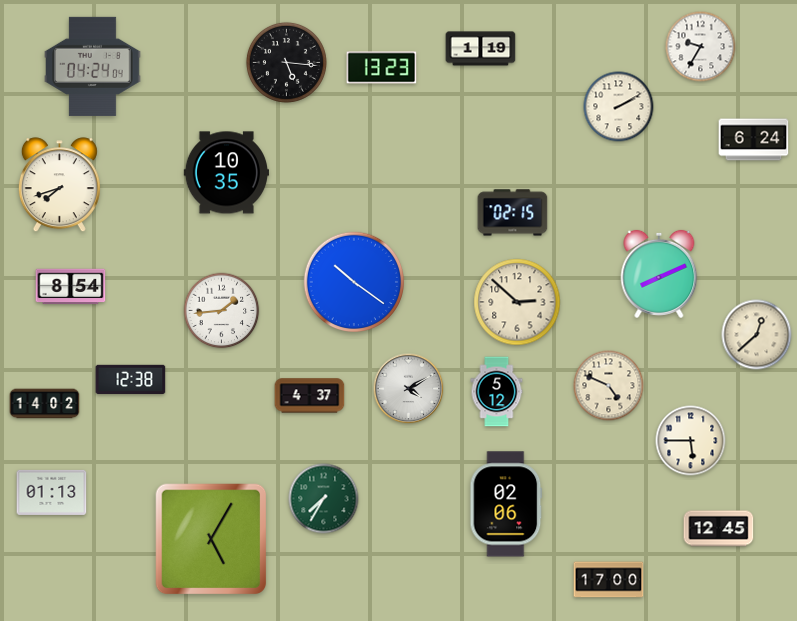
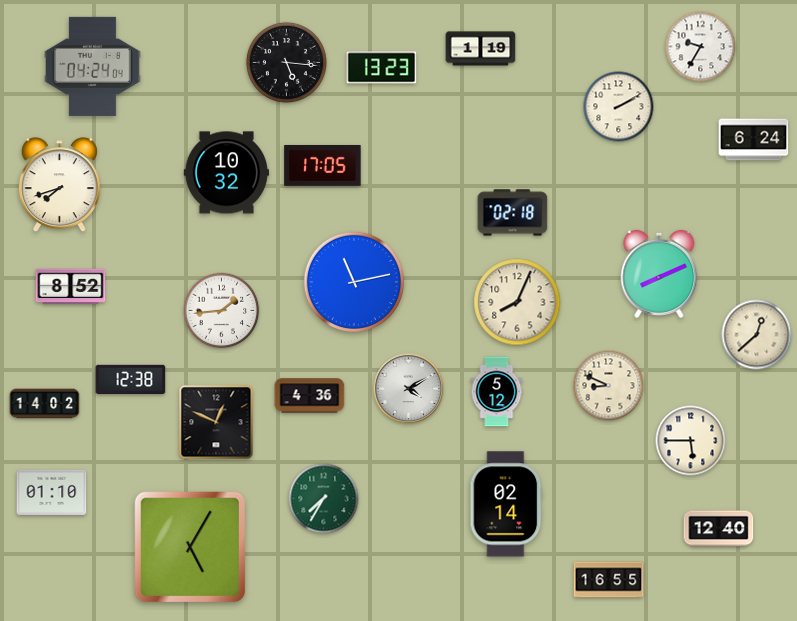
clock at (323, 165): none -> 17:05
clock at (226, 173): 10:35 -> 10:32
clock at (513, 213): 02:15 -> 02:18
clock at (353, 281): 10:21 -> 11:13
clock at (71, 287): 8:54 -> 8:52
clock at (517, 302): 2:52 -> 8:04
clock at (609, 386): 4:49 -> 8:49
clock at (310, 396): 4:37 -> 4:36
clock at (216, 422): none -> 12:49
clock at (52, 492): 01:13 -> 01:10
clock at (506, 504): 02:06 -> 02:14
clock at (719, 529): 12:45 -> 12:40
clock at (211, 539) position: (211, 539) -> (190, 547)
clock at (609, 580): 17:00 -> 16:55
